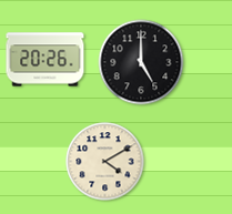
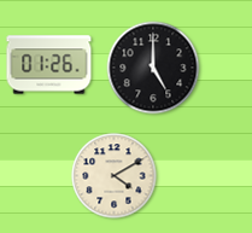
clock at (46, 60): 20:26 -> 01:26
